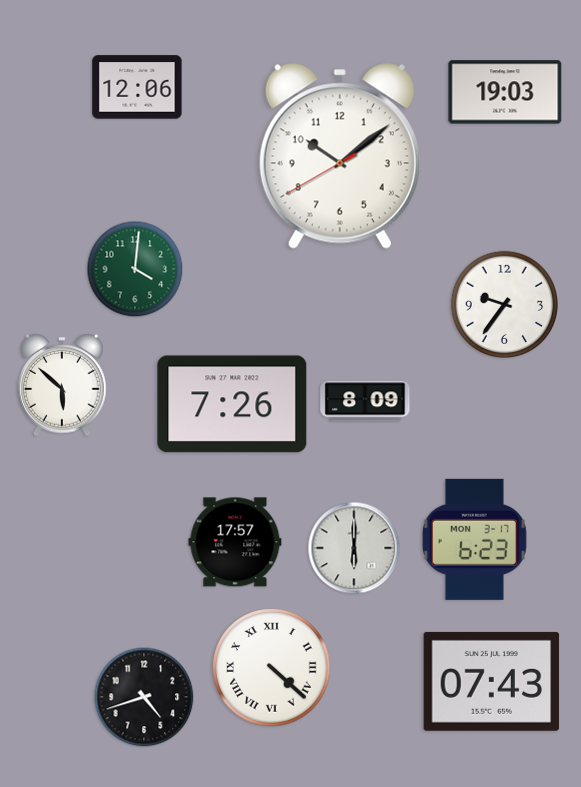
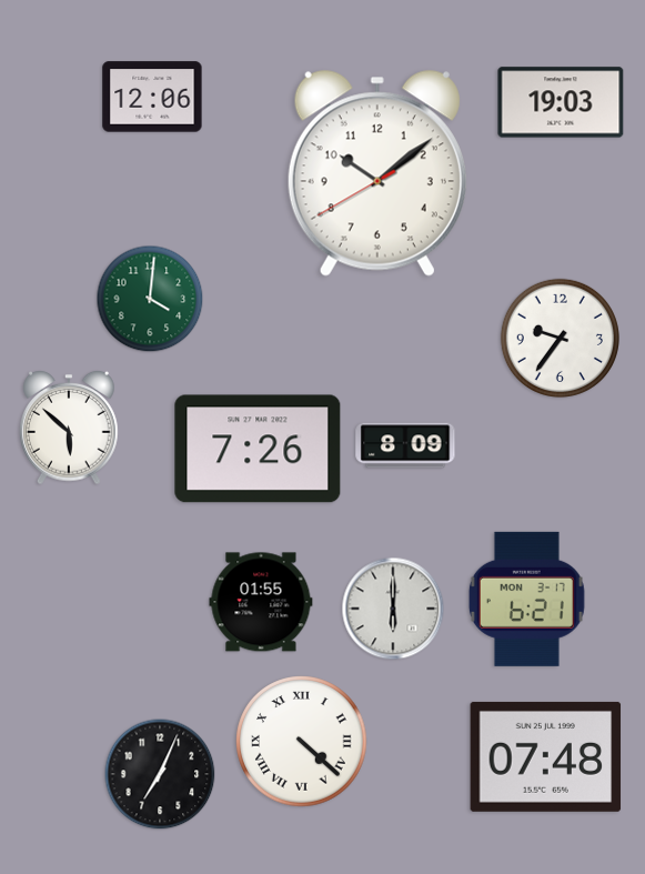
clock at (474, 539): 6:23 -> 6:21
clock at (235, 542): 17:57 -> 01:55
clock at (492, 681): 07:43 -> 07:48
clock at (144, 697): 4:42 -> 7:04
